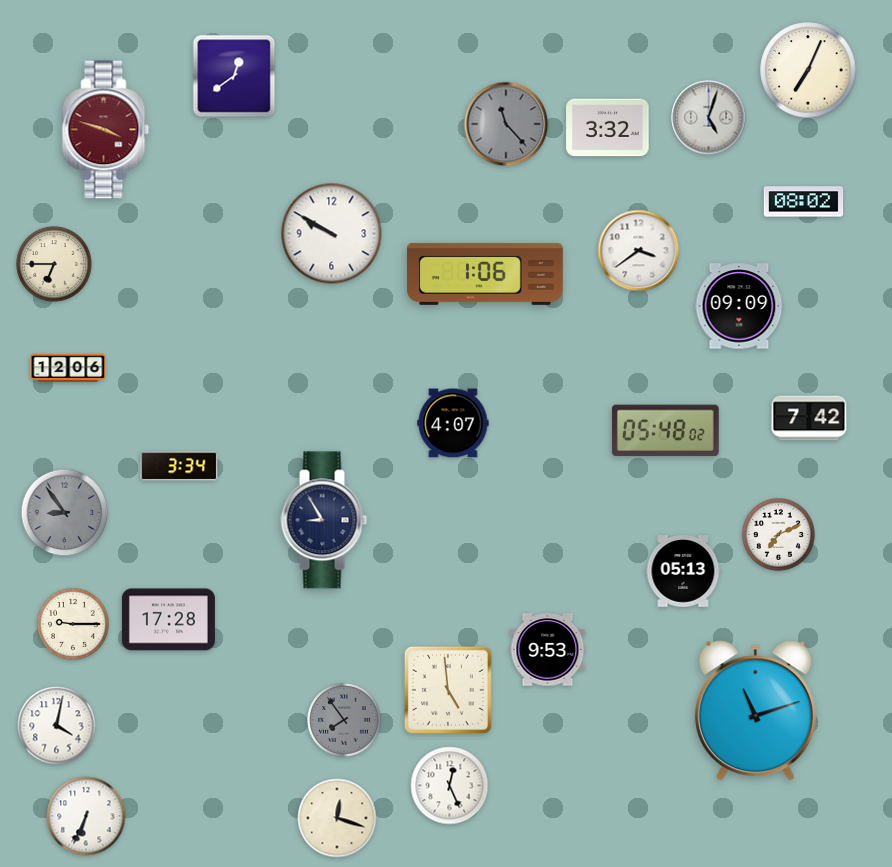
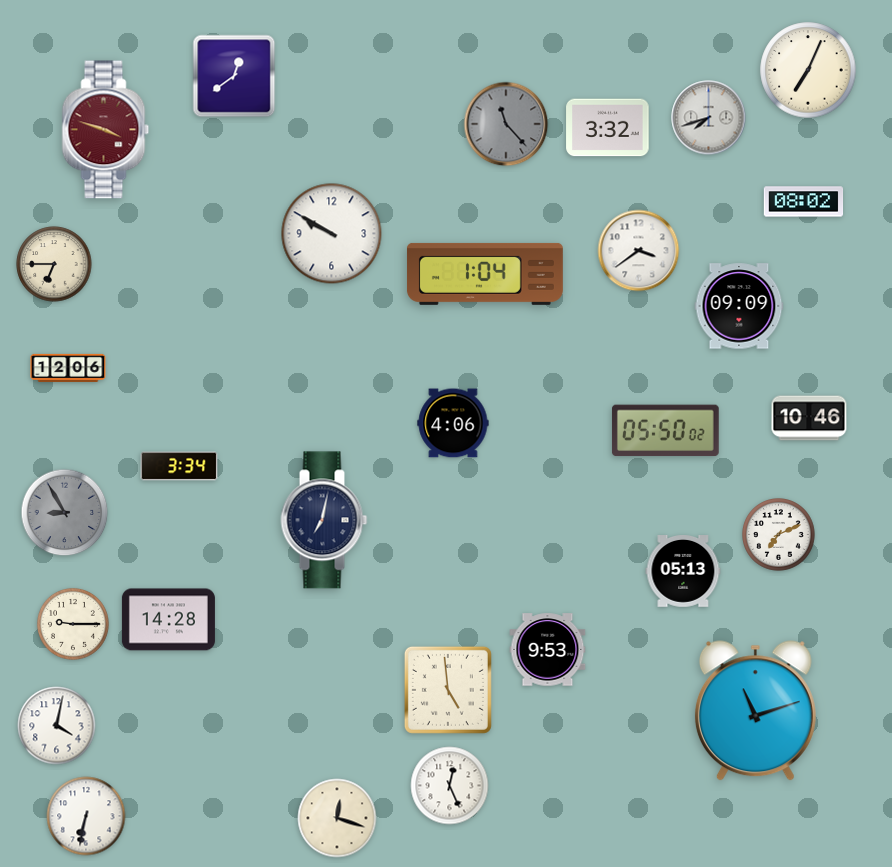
clock at (709, 118): 5:03 -> 7:42
clock at (485, 274): 1:06 -> 1:04
clock at (809, 418): 7:42 -> 10:46
clock at (453, 423): 4:07 -> 4:06
clock at (665, 431): 05:48 -> 05:50
clock at (65, 513): 8:54 -> 8:55
clock at (324, 520): 8:55 -> 7:02
clock at (168, 620): 17:28 -> 14:28
clock at (344, 720): 7:54 -> none
clock at (86, 816): 6:34 -> 6:32
